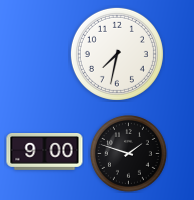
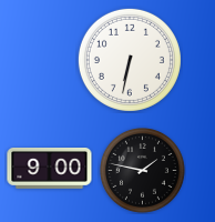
clock at (117, 54): 7:32 -> 6:32
clock at (129, 154): 1:48 -> 1:47
